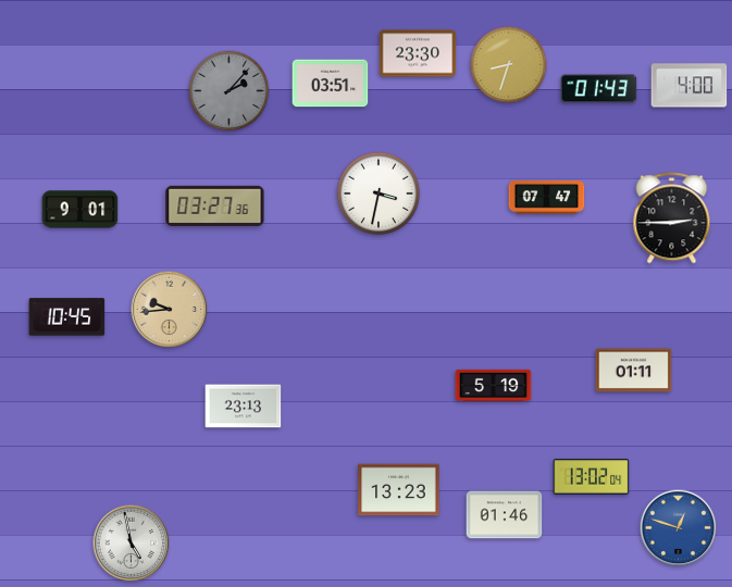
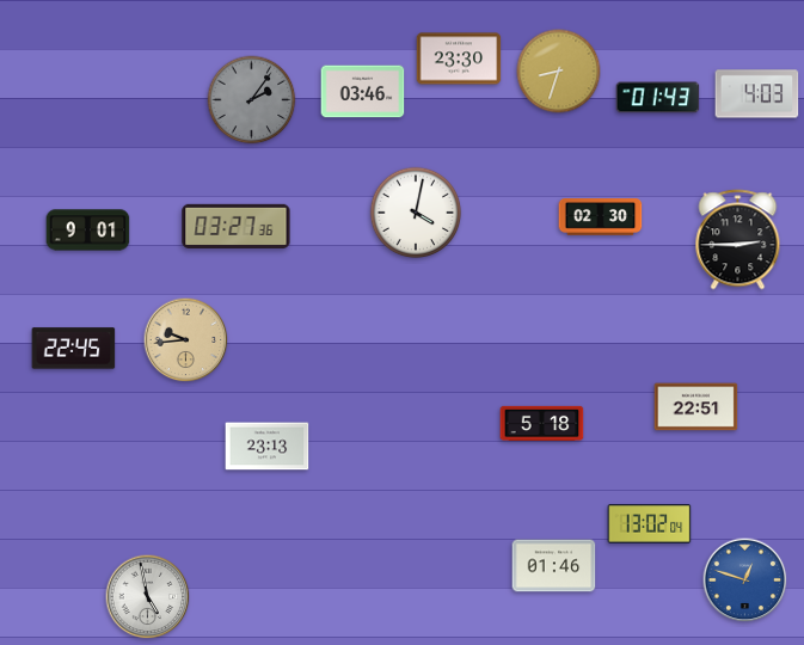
clock at (331, 84): 03:51 -> 03:46
clock at (690, 86): 4:00 -> 4:03
clock at (229, 91): 2:07 -> 2:06
clock at (379, 193): 3:32 -> 4:02
clock at (547, 198): 07:47 -> 02:30
clock at (67, 317): 10:45 -> 22:45
clock at (634, 371): 01:11 -> 22:51
clock at (494, 386): 5:19 -> 5:18
clock at (399, 490): 13:23 -> none
clock at (132, 544) position: (132, 544) -> (148, 597)
